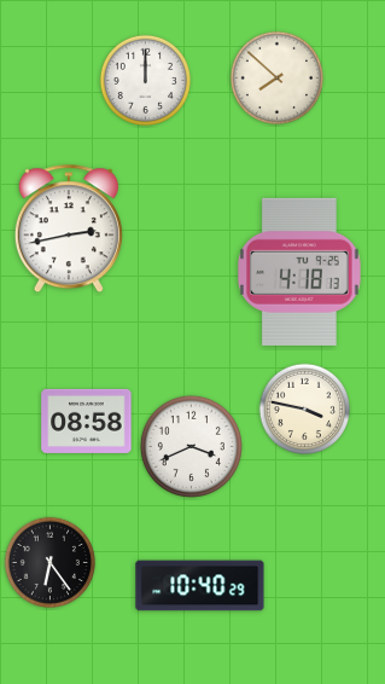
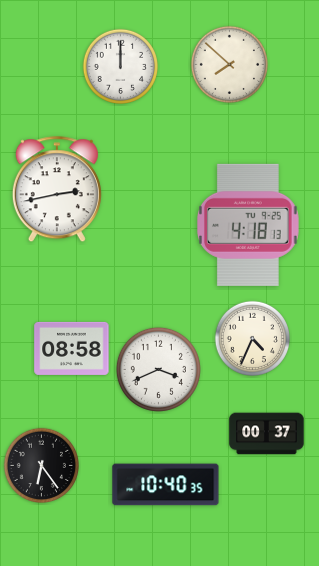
clock at (304, 408): 3:47 -> 4:34
clock at (267, 434): none -> 00:37
clock at (200, 586): 10:40:29 -> 10:40:35
